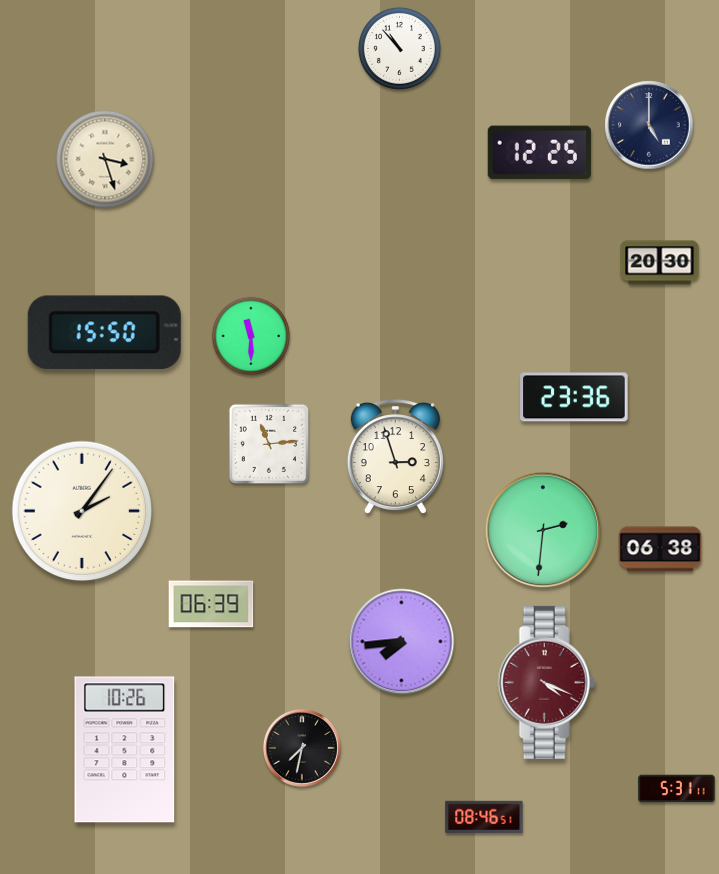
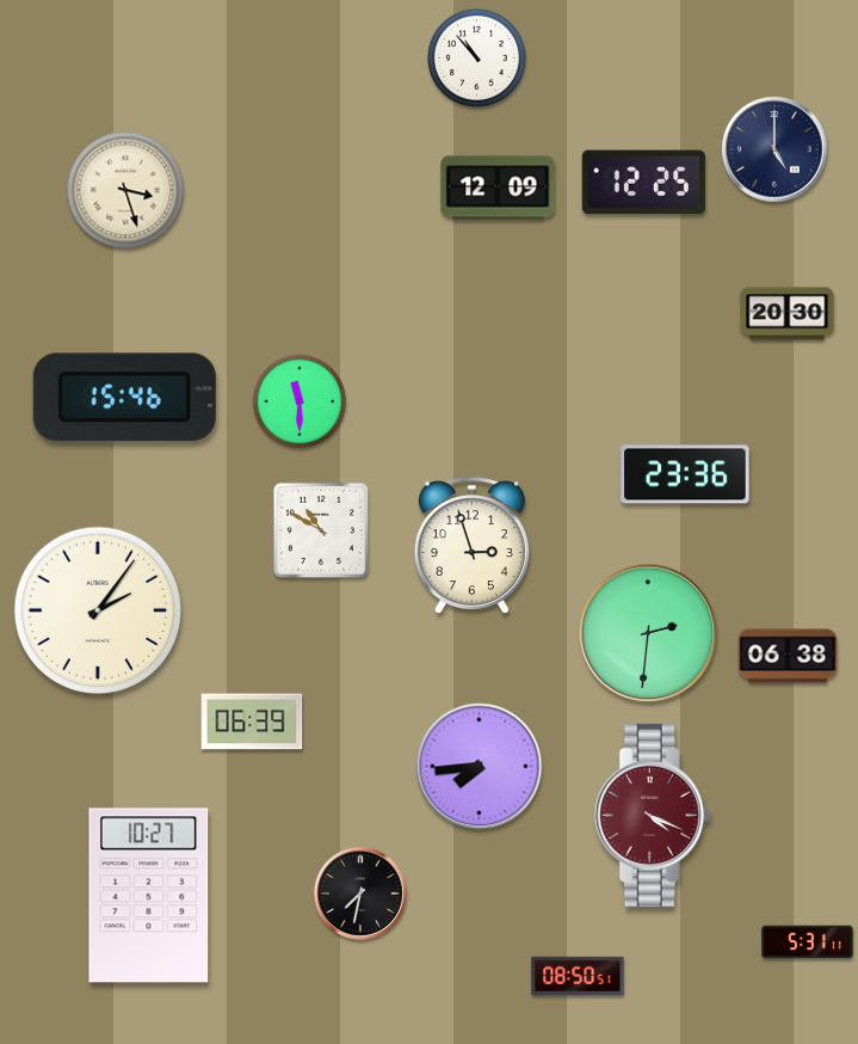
clock at (498, 188): none -> 12:09
clock at (104, 333): 15:50 -> 15:46
clock at (269, 444): 11:14 -> 10:50
clock at (125, 750): 10:26 -> 10:27
clock at (484, 817): 08:46 -> 08:50
